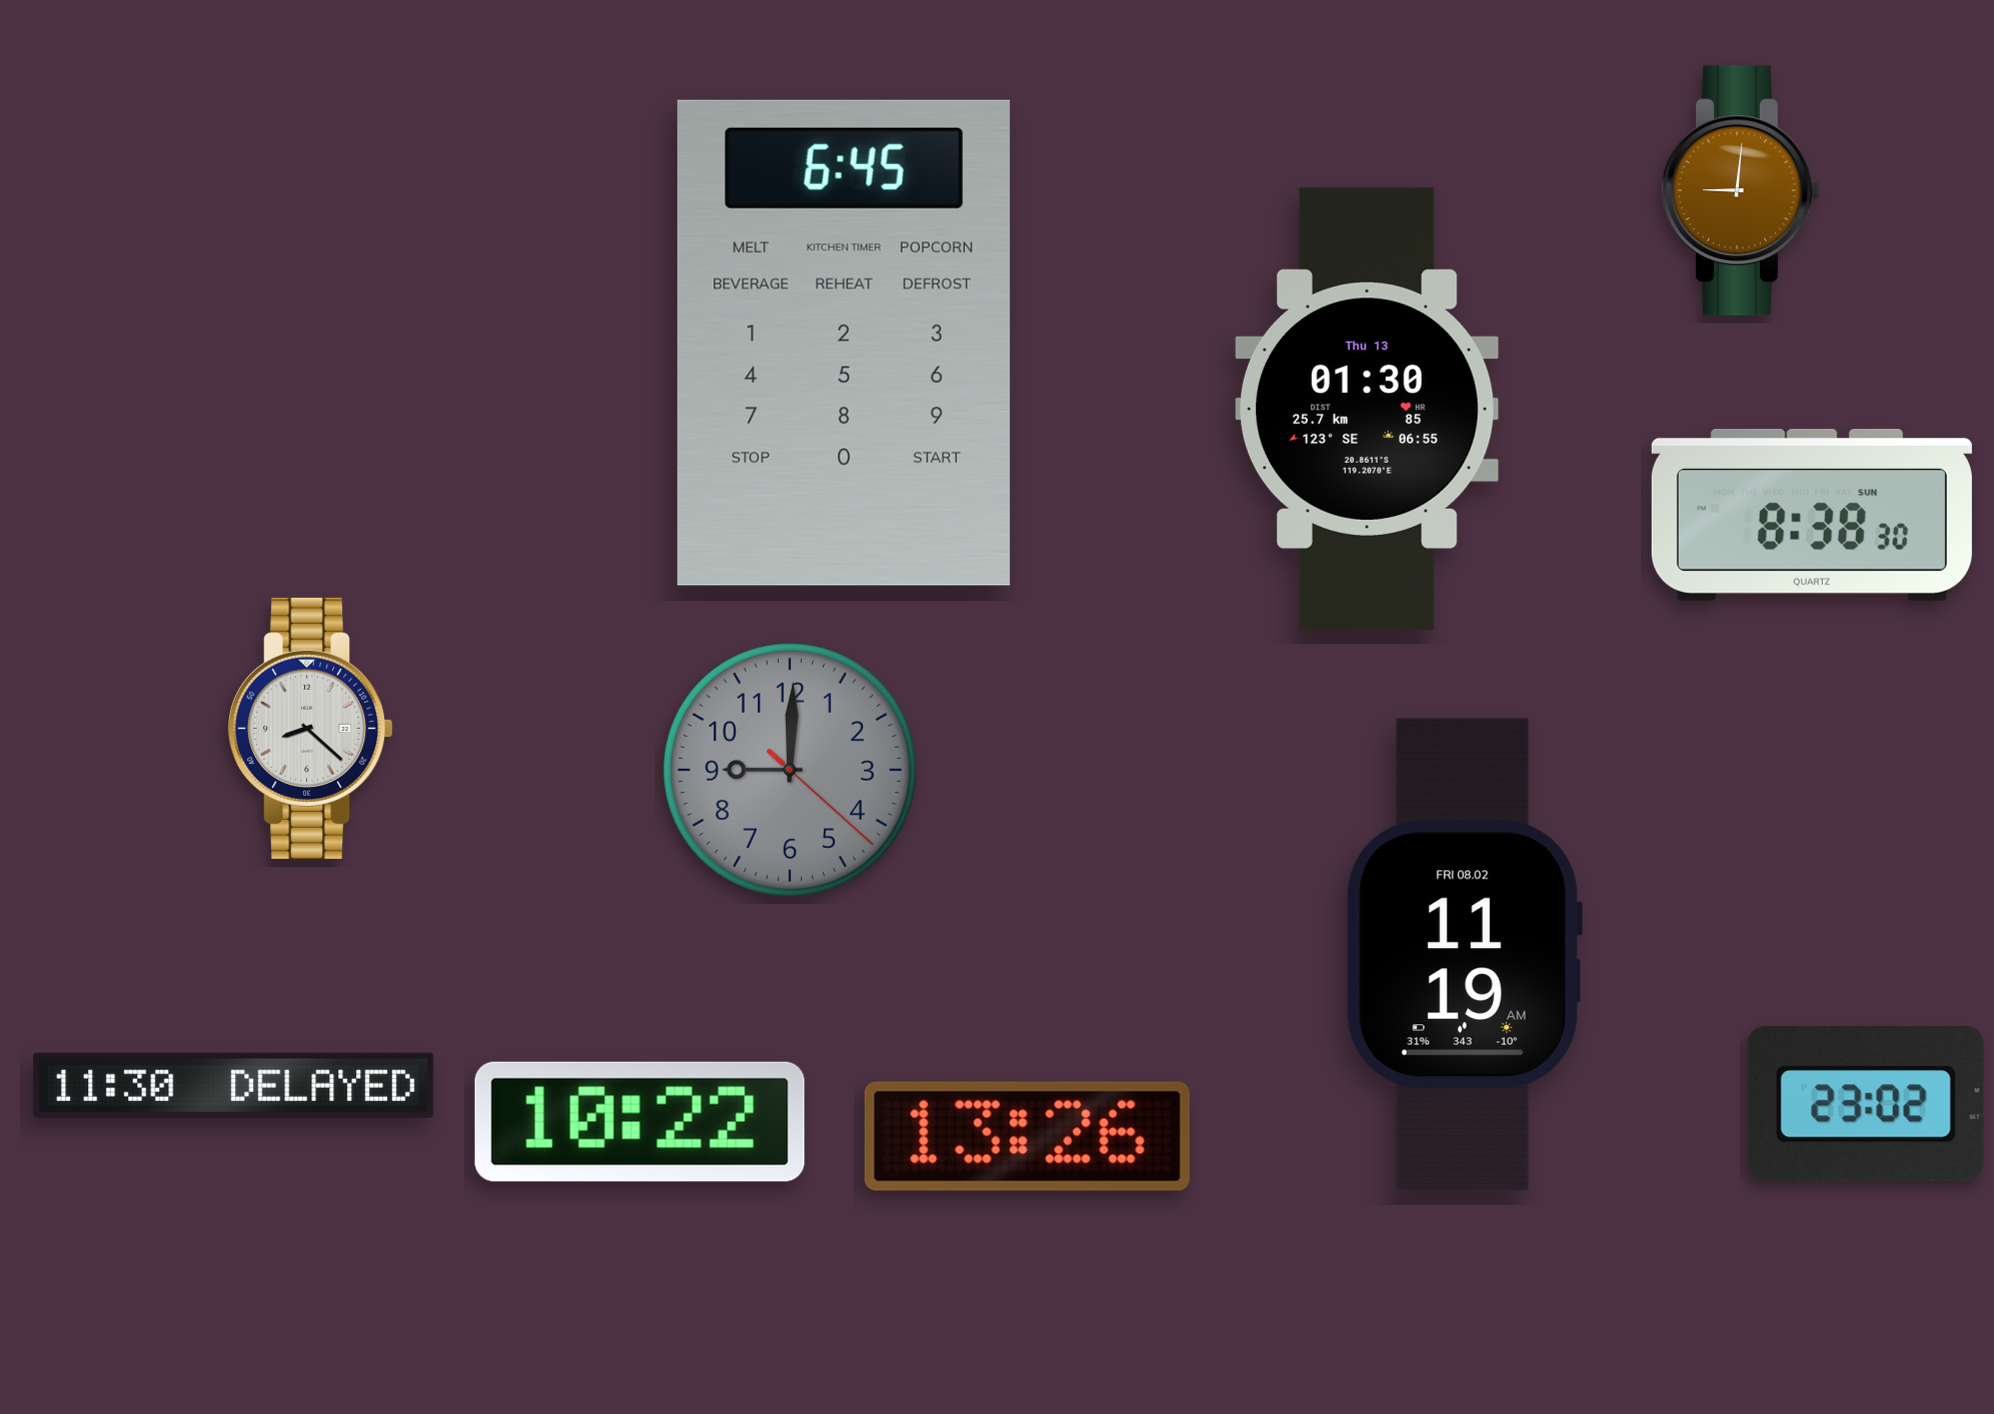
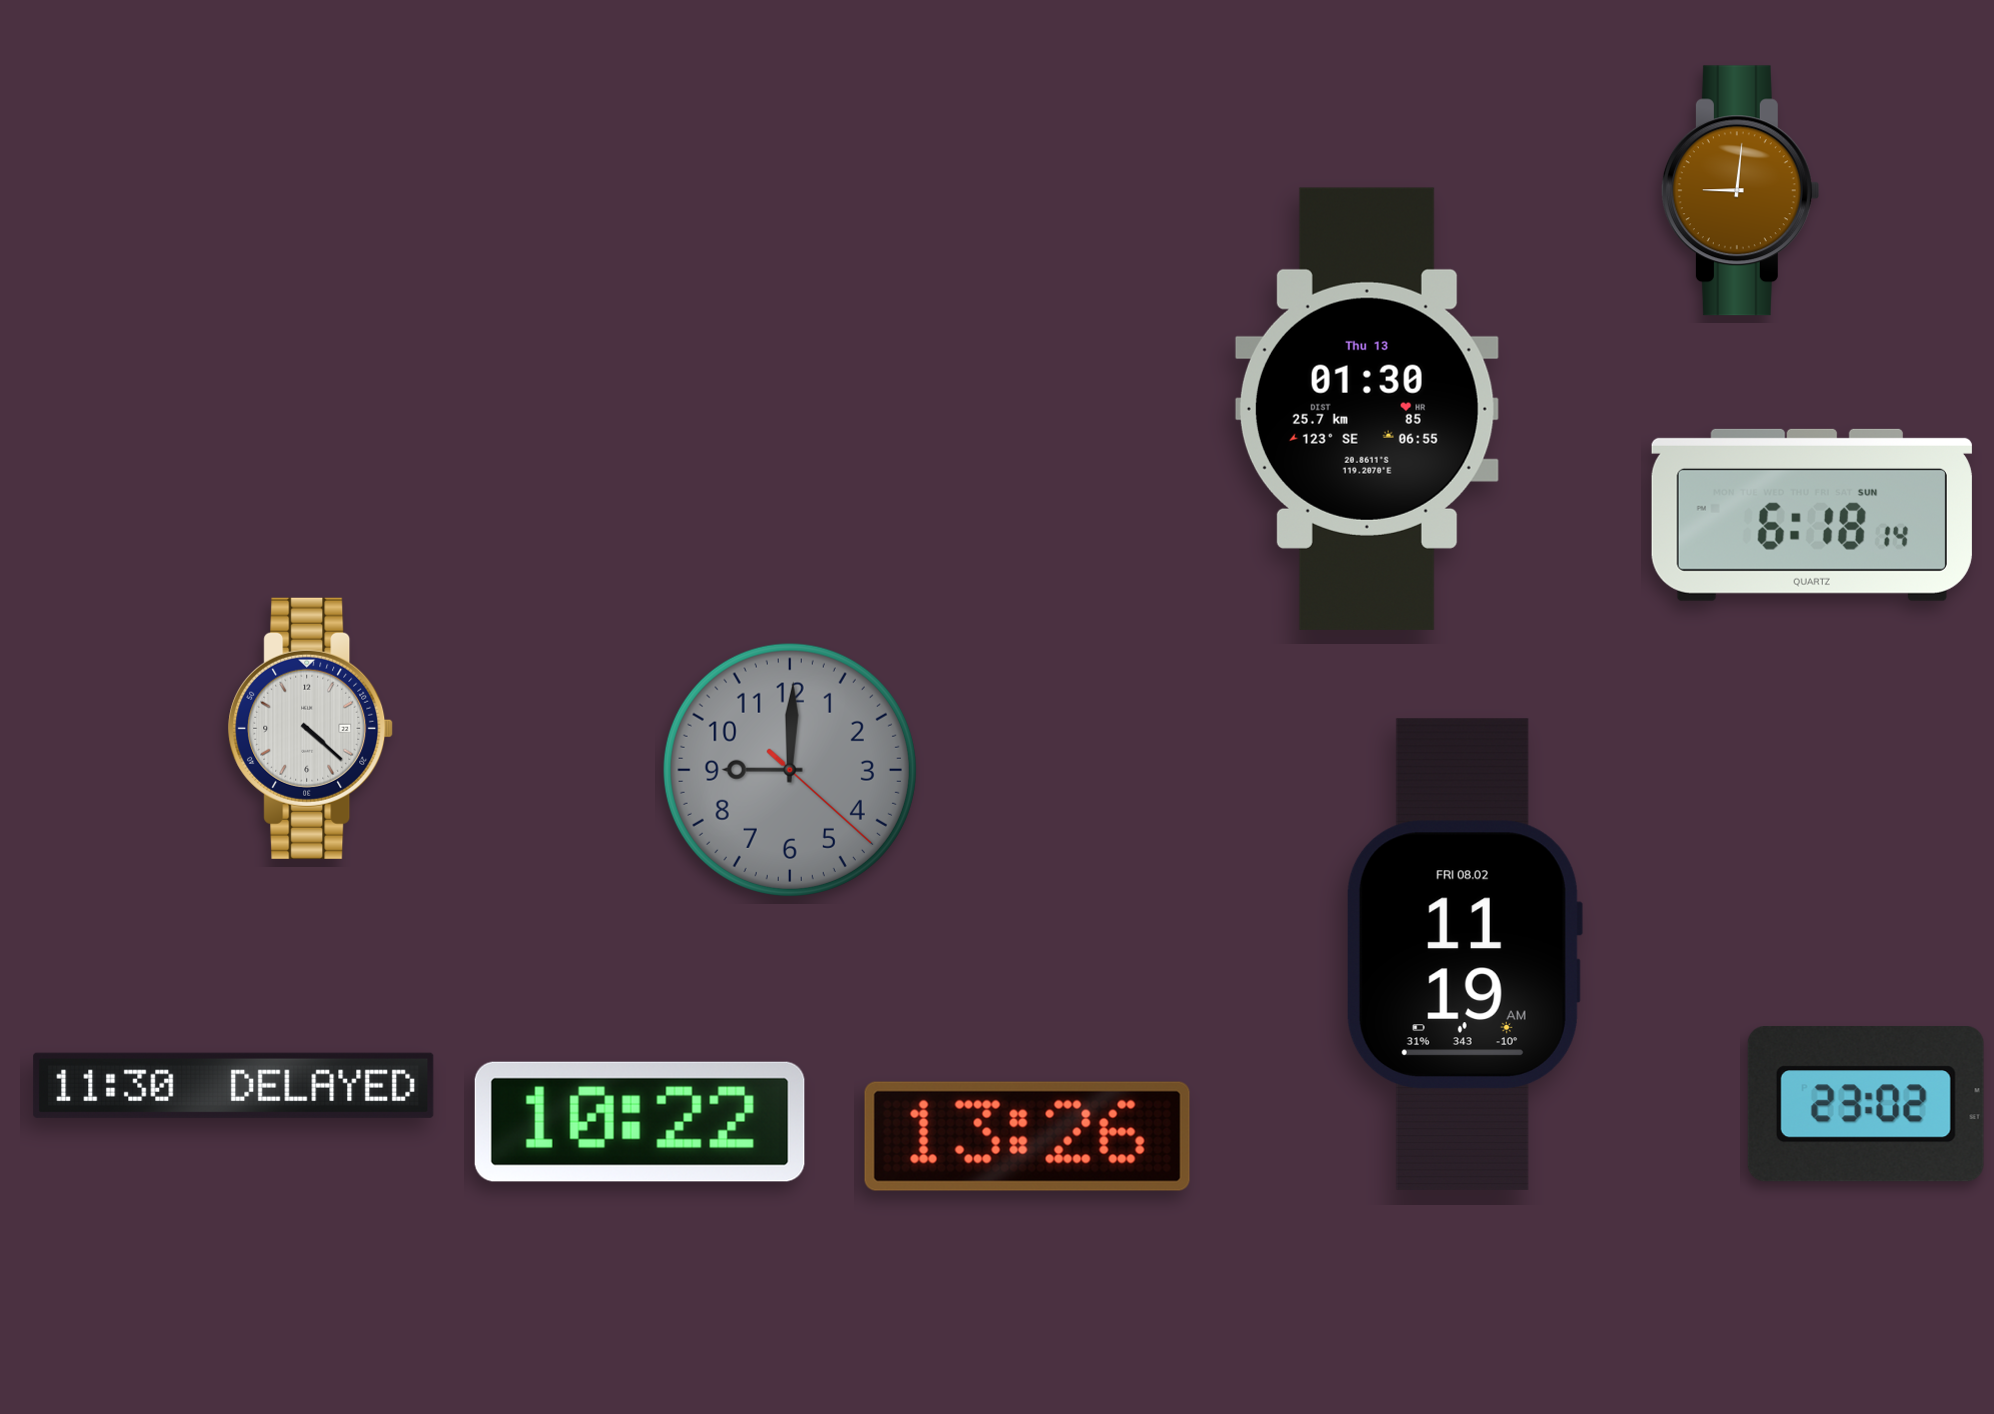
clock at (844, 343): 6:45 -> none
clock at (1812, 515): 8:38 -> 6:18
clock at (311, 728): 8:22 -> 4:22
